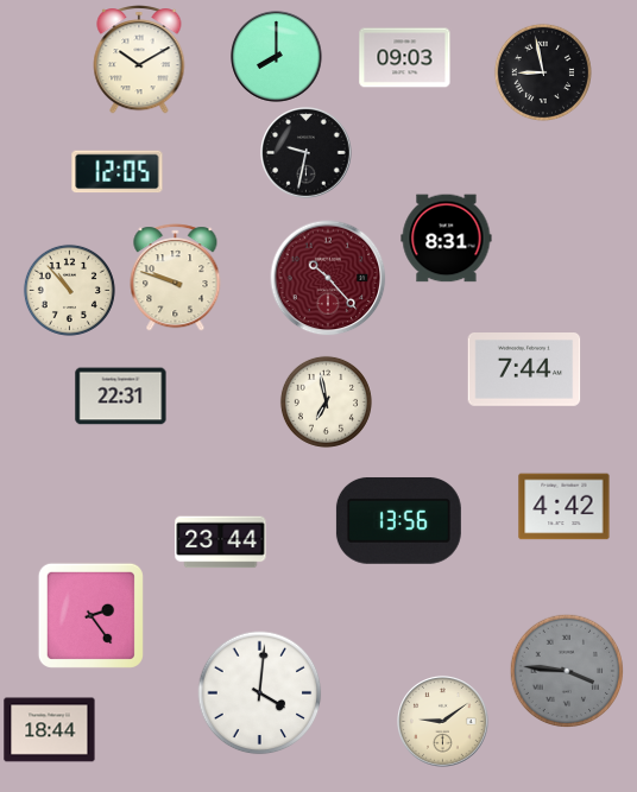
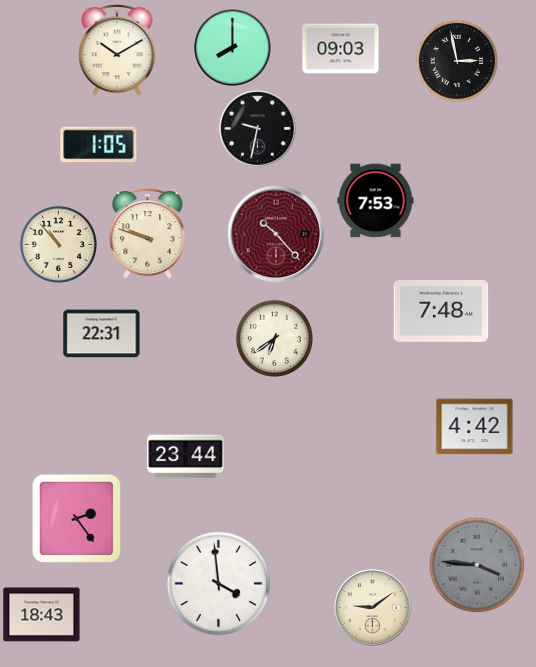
clock at (543, 72): 8:58 -> 2:58
clock at (118, 172): 12:05 -> 1:05
clock at (447, 239): 8:31 -> 7:53
clock at (524, 370): 7:44 -> 7:48
clock at (326, 401): 6:58 -> 6:39
clock at (398, 521): 13:56 -> none
clock at (260, 693): 4:01 -> 3:59
clock at (50, 730): 18:44 -> 18:43
